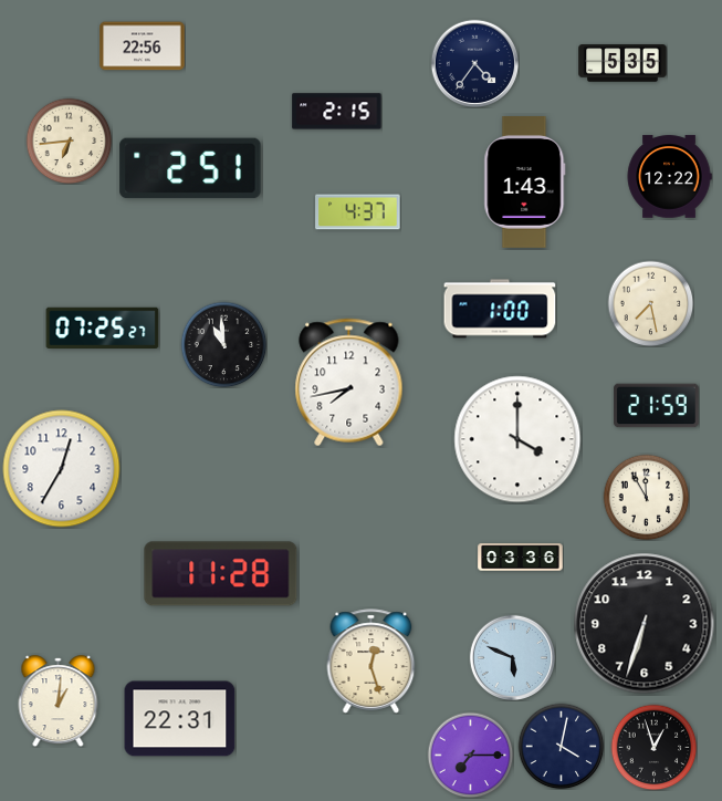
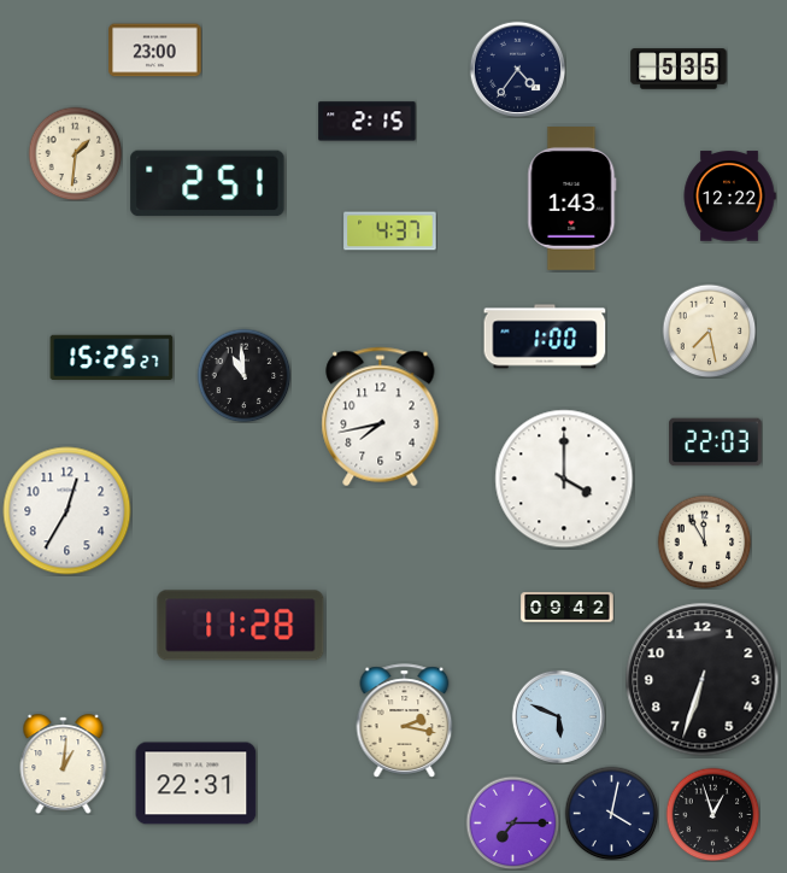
clock at (143, 46): 22:56 -> 23:00
clock at (69, 141): 6:44 -> 1:31
clock at (669, 177) position: (669, 177) -> (729, 197)
clock at (103, 329): 07:25 -> 15:25
clock at (657, 406): 21:59 -> 22:03
clock at (521, 558): 03:36 -> 09:42
clock at (372, 662): 12:27 -> 2:17
